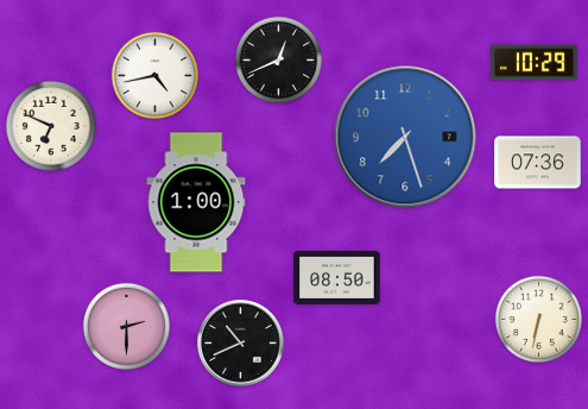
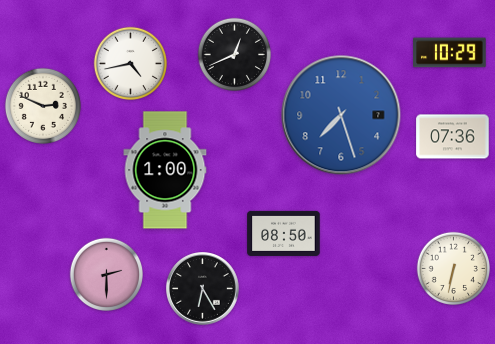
clock at (278, 59) position: (278, 59) -> (234, 54)
clock at (51, 126): 6:49 -> 2:49
clock at (241, 344): 10:41 -> 6:25
